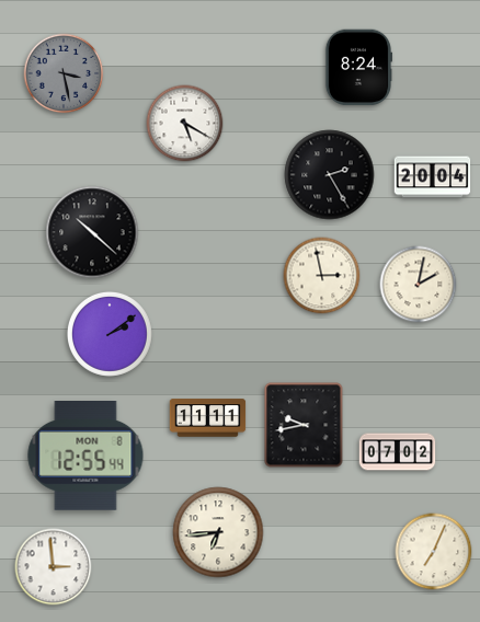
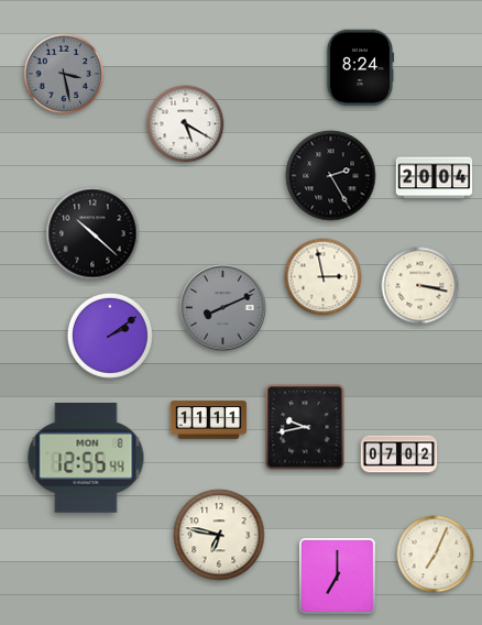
clock at (419, 285): 2:02 -> 3:17
clock at (223, 308): none -> 8:11
clock at (218, 532): 6:44 -> 6:47
clock at (54, 567): 2:59 -> none
clock at (337, 575): none -> 7:00
